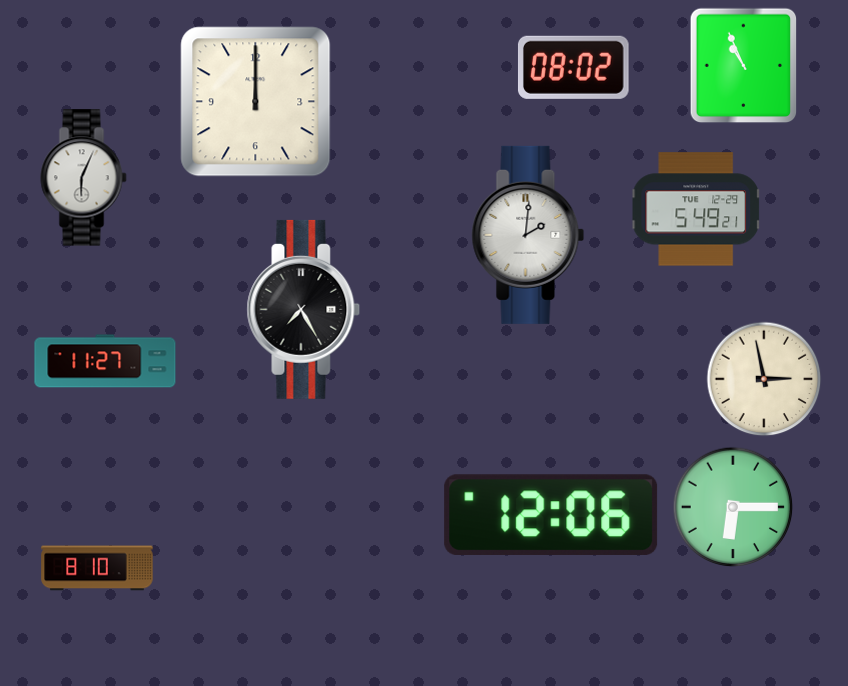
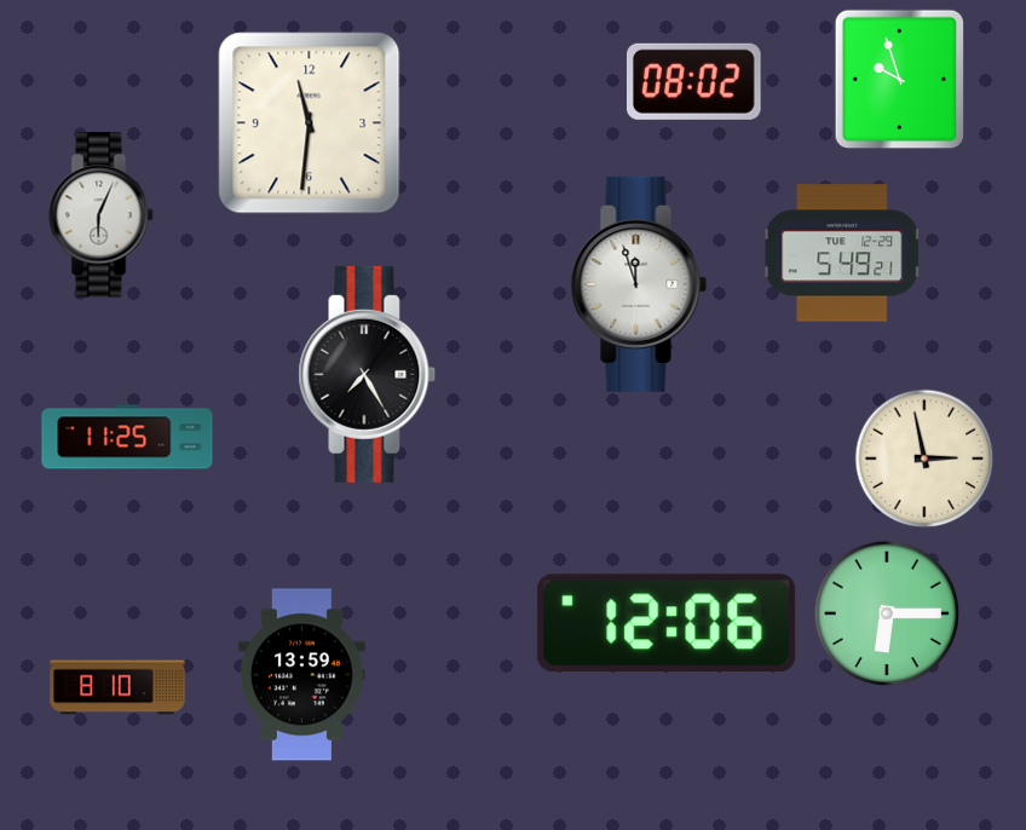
clock at (744, 66): 10:56 -> 9:57
clock at (256, 102): 12:00 -> 11:31
clock at (528, 235): 2:01 -> 11:57
clock at (105, 361): 11:27 -> 11:25
clock at (302, 675): none -> 13:59
